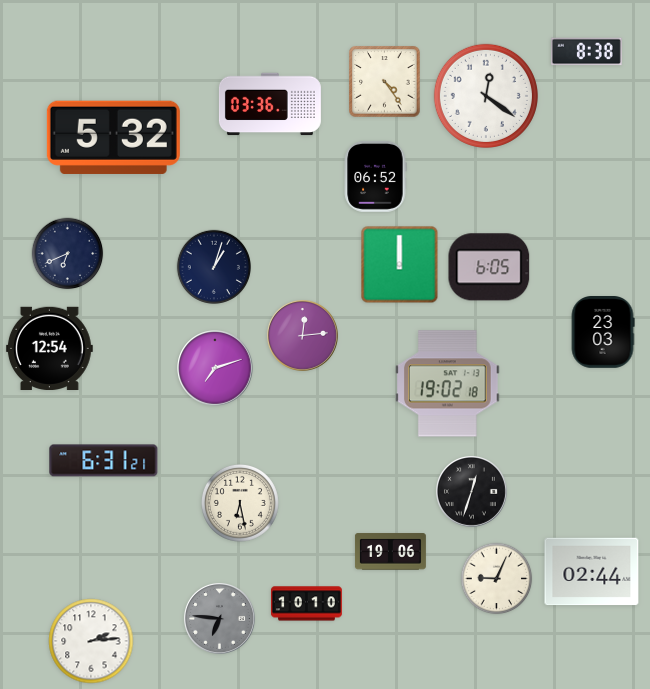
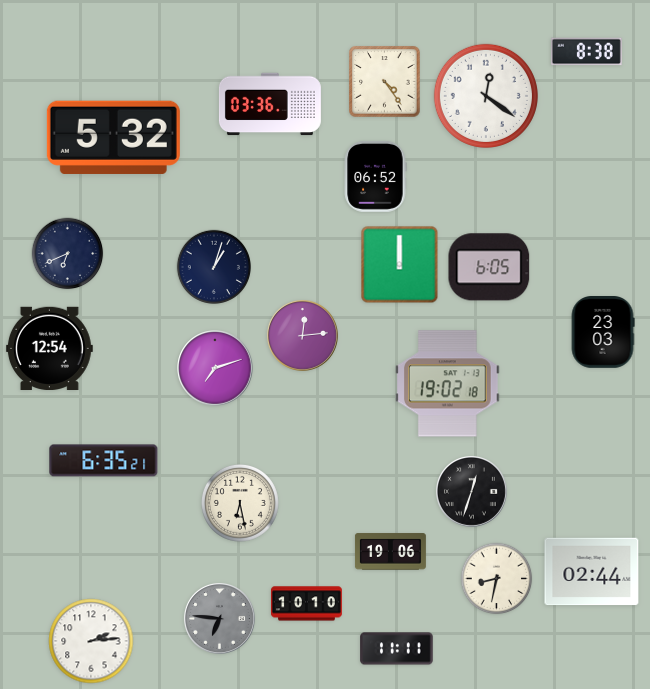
clock at (104, 461): 6:31 -> 6:35
clock at (497, 579): 9:04 -> 8:32
clock at (397, 649): none -> 11:11
